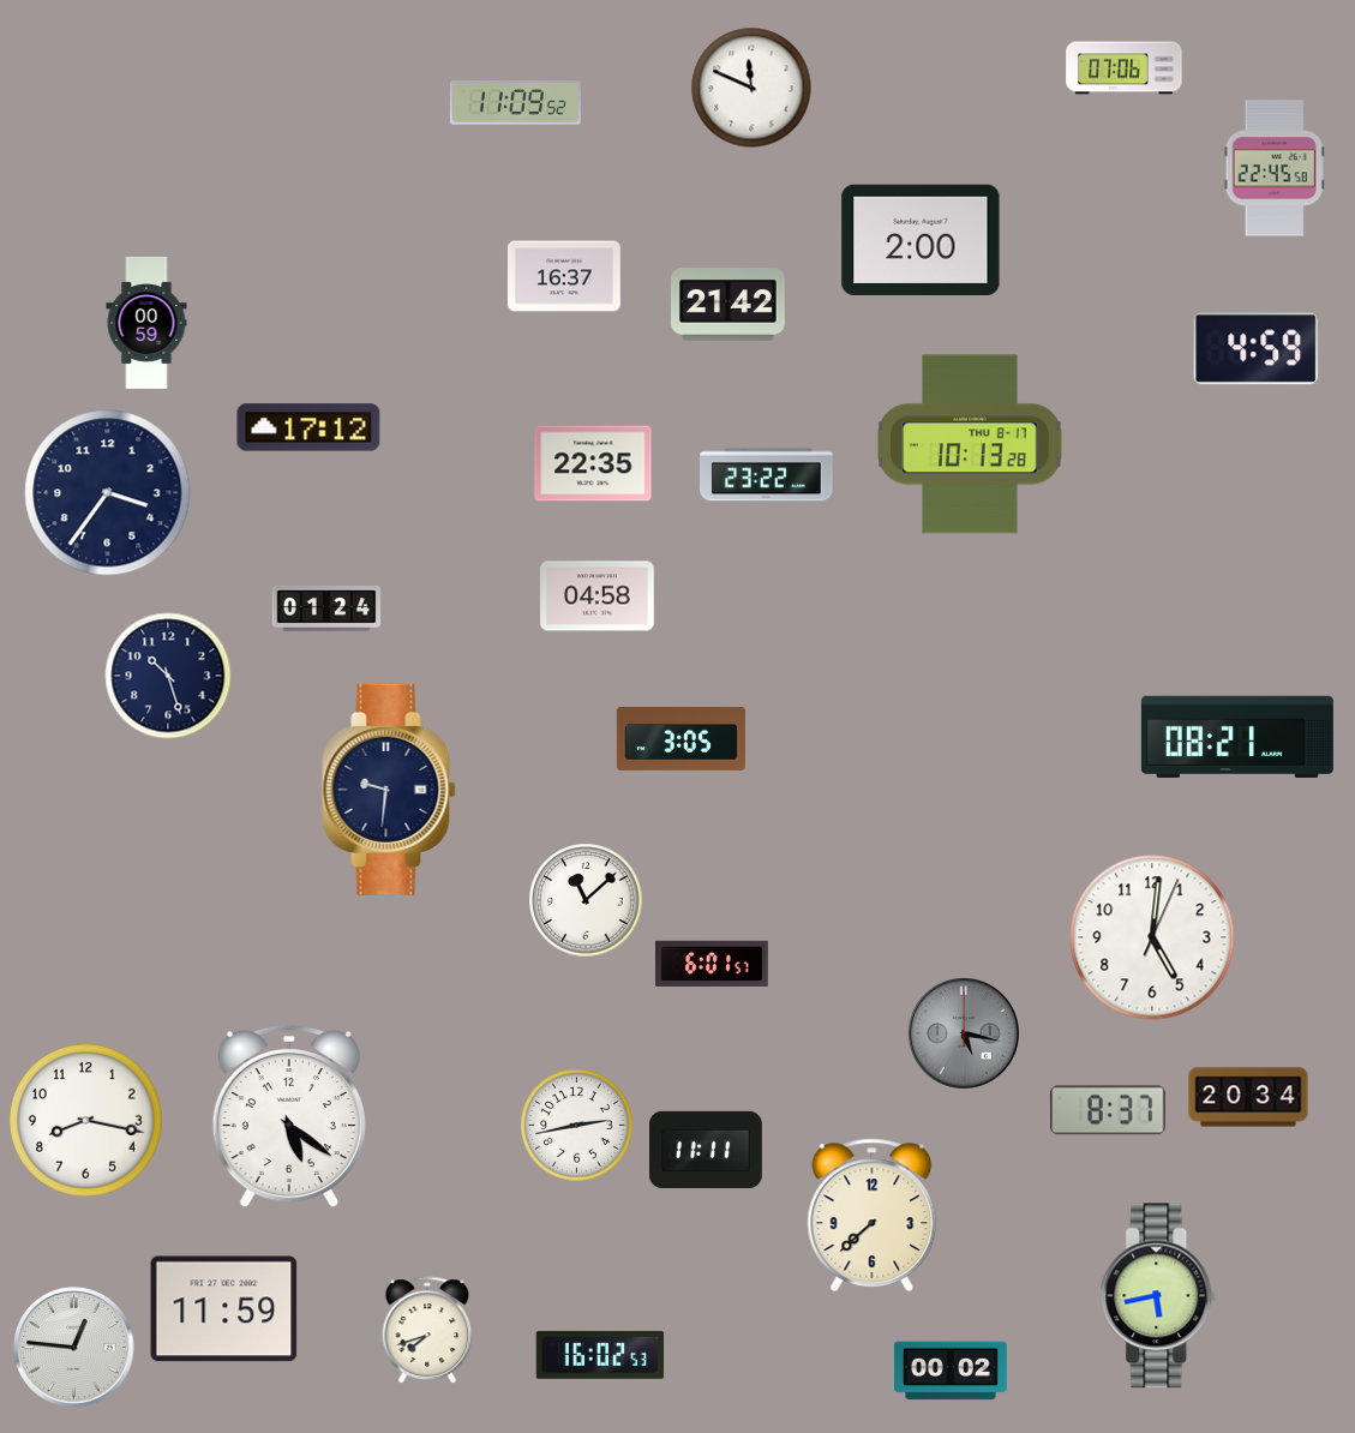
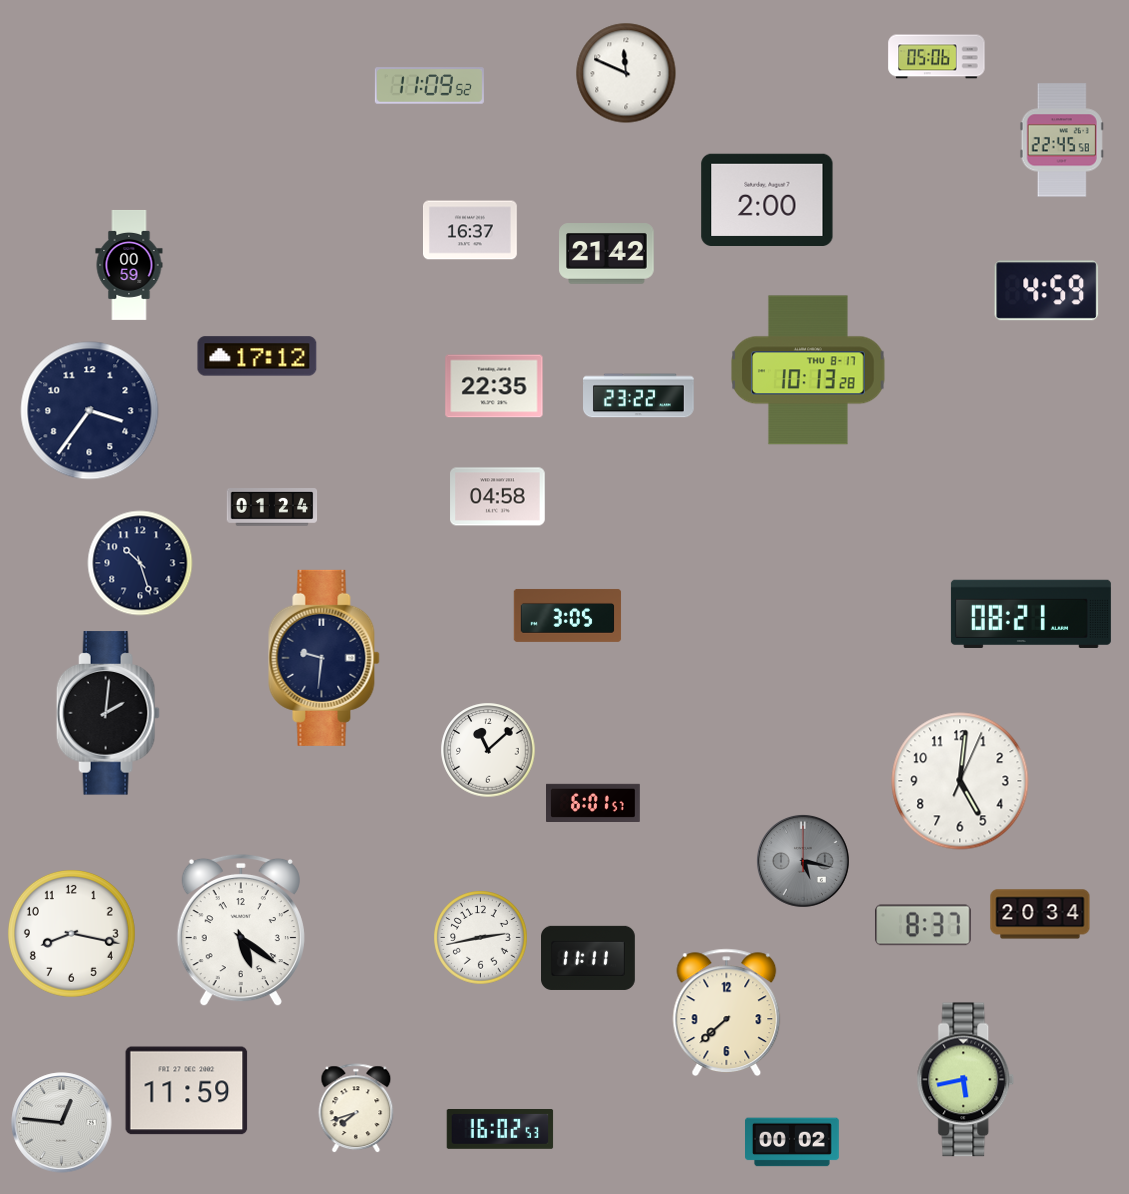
clock at (1125, 68): 07:06 -> 05:06
clock at (146, 323) position: (146, 323) -> (129, 265)
clock at (108, 713): none -> 2:01
